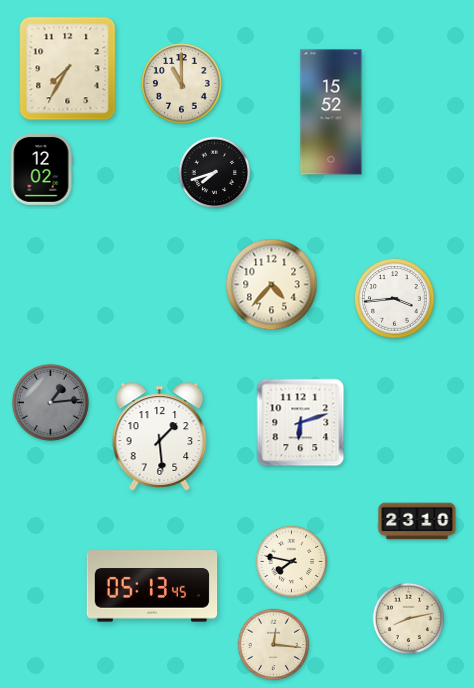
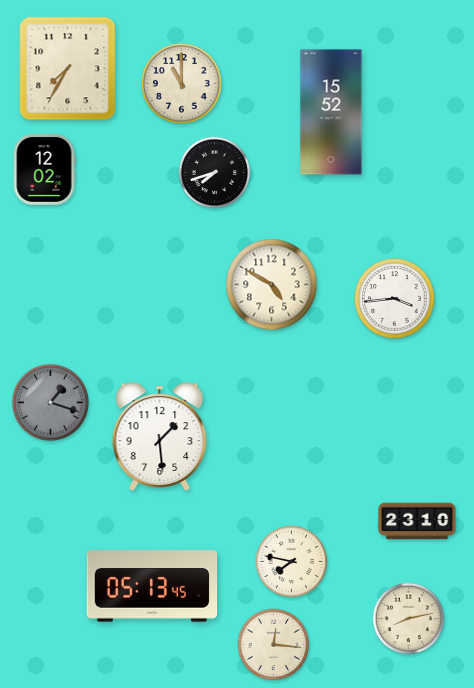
clock at (41, 169) position: (41, 169) -> (44, 169)
clock at (272, 285): 4:37 -> 4:50
clock at (50, 402): 1:14 -> 1:18
clock at (301, 423): 6:12 -> none
